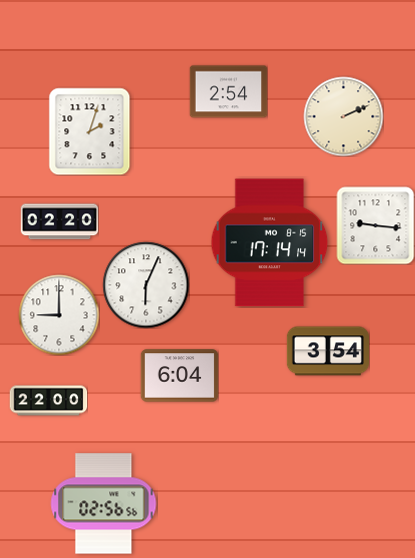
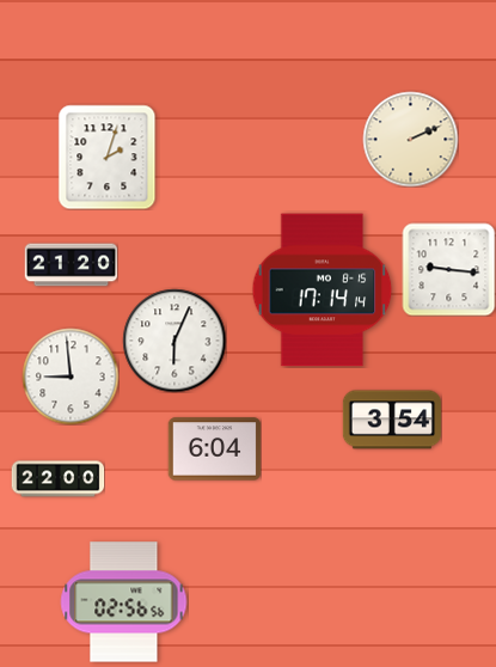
clock at (228, 92): 2:54 -> none
clock at (59, 222): 02:20 -> 21:20
clock at (59, 315): 9:00 -> 8:59
